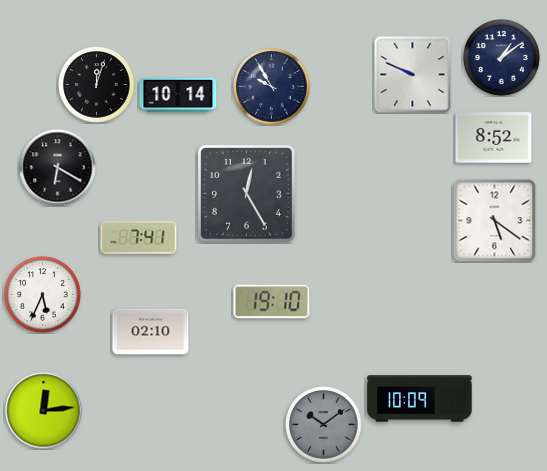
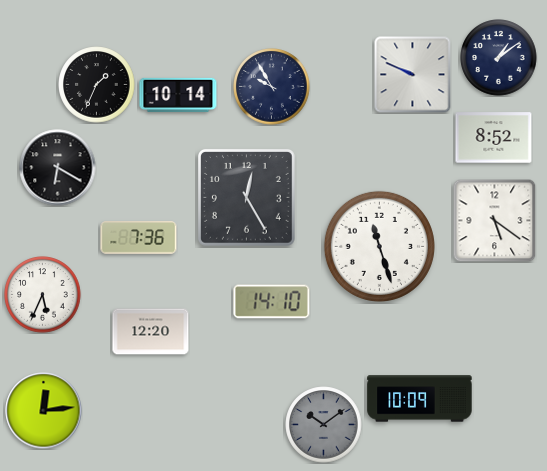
clock at (502, 58) position: (502, 58) -> (499, 58)
clock at (97, 85): 12:03 -> 1:34
clock at (247, 194) position: (247, 194) -> (247, 198)
clock at (139, 238): 7:41 -> 7:36
clock at (379, 246): none -> 11:27
clock at (272, 302): 19:10 -> 14:10
clock at (151, 332): 02:10 -> 12:20
